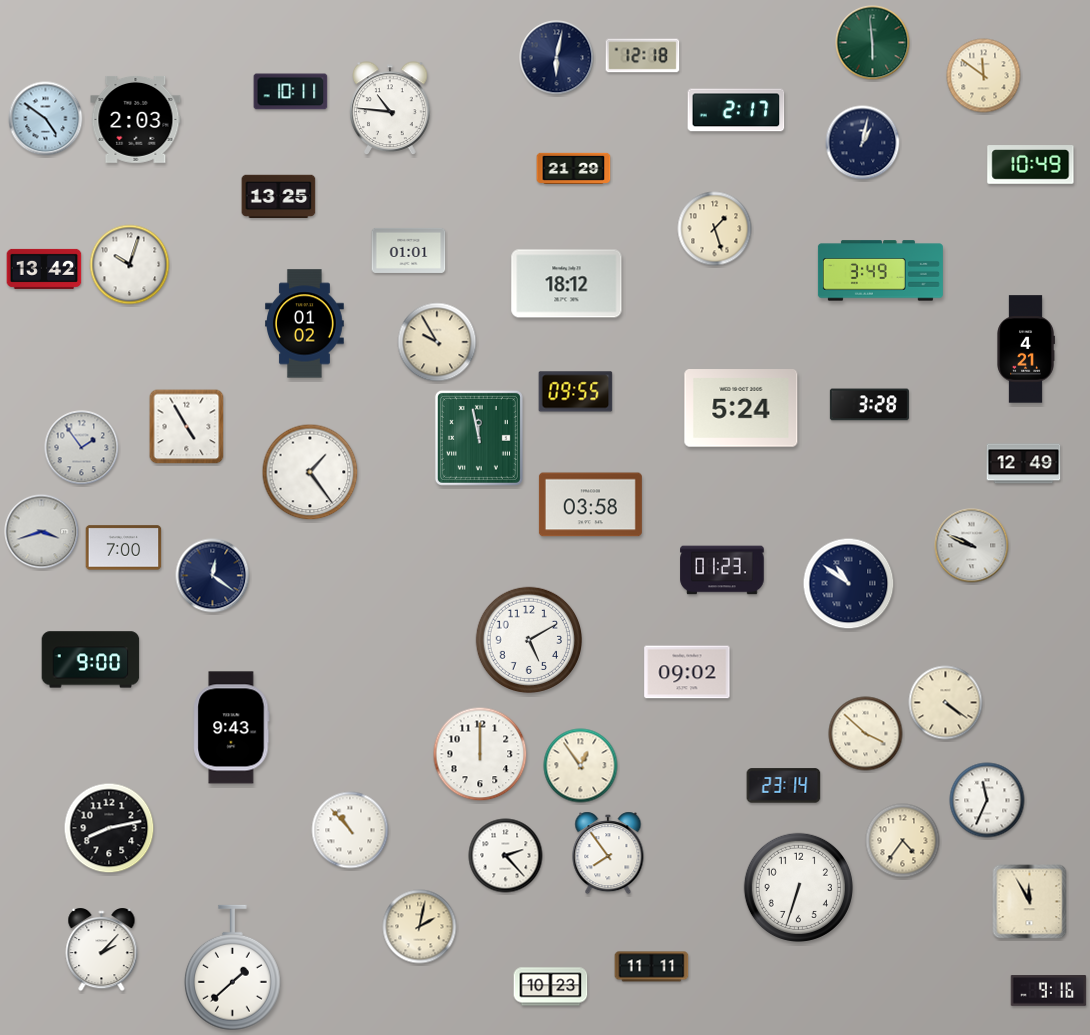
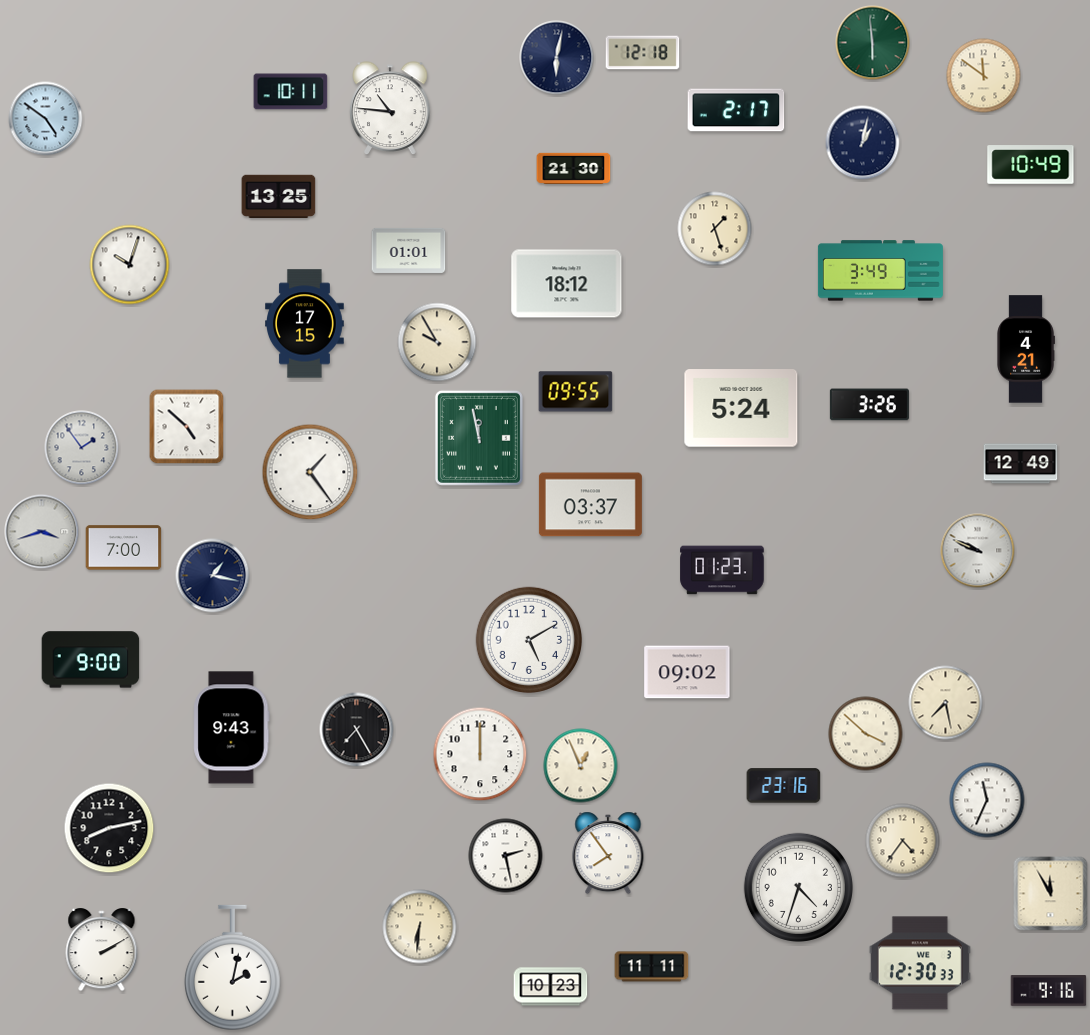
clock at (643, 56) position: (643, 56) -> (643, 53)
clock at (136, 120): 2:03 -> none
clock at (574, 168): 21:29 -> 21:30
clock at (44, 269): 13:42 -> none
clock at (305, 324): 01:02 -> 17:15
clock at (869, 405): 3:28 -> 3:26
clock at (187, 427): 4:55 -> 4:52
clock at (1024, 464) position: (1024, 464) -> (1021, 464)
clock at (590, 505): 03:58 -> 03:37
clock at (972, 546) position: (972, 546) -> (978, 551)
clock at (213, 576): 12:21 -> 1:17
clock at (849, 584): 10:51 -> none
clock at (946, 703): 4:21 -> 7:28
clock at (357, 730): none -> 7:25
clock at (581, 766): 12:54 -> 12:56
clock at (784, 786): 23:14 -> 23:16
clock at (350, 830): 10:53 -> none
clock at (506, 856): 2:23 -> 2:28
clock at (798, 887): 6:33 -> 4:33
clock at (1030, 902) position: (1030, 902) -> (1051, 894)
clock at (420, 927): 2:02 -> 6:31
clock at (102, 951): 2:07 -> 2:10
clock at (920, 963): none -> 12:30
clock at (232, 968): 1:38 -> 2:02
